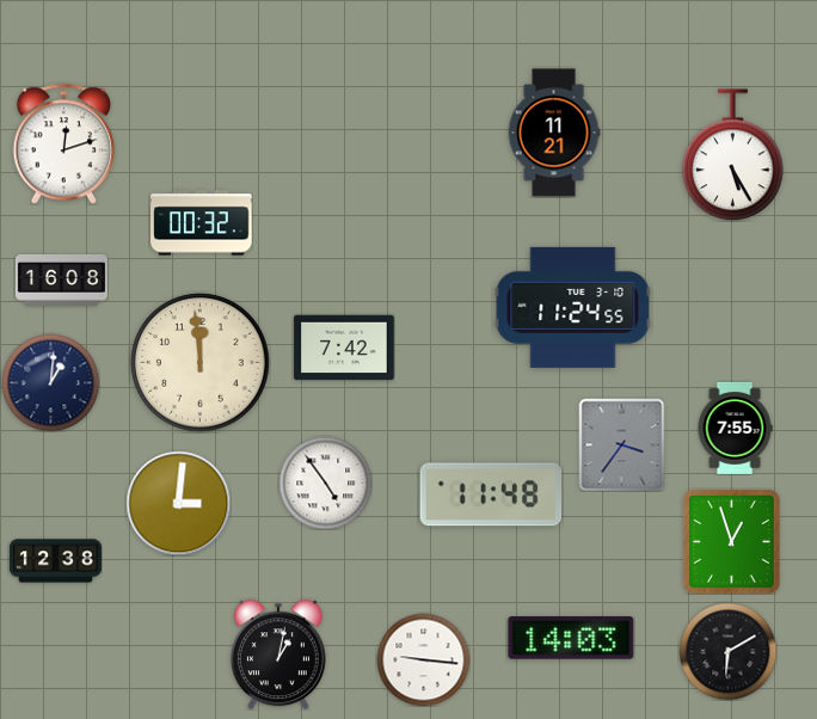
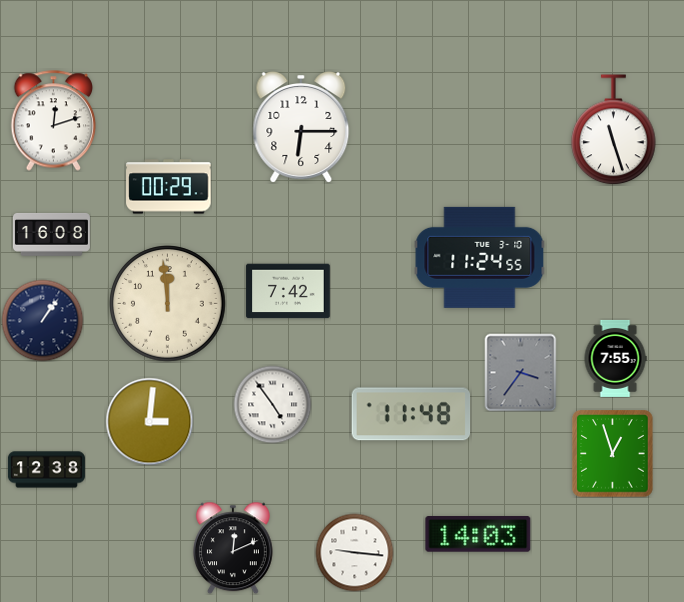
clock at (554, 133): 11:21 -> none
clock at (301, 128): none -> 6:15
clock at (733, 155): 5:25 -> 11:27
clock at (202, 223): 00:32 -> 00:29
clock at (50, 382): 1:01 -> 1:06
clock at (727, 651): 6:10 -> none
clock at (278, 655): 1:02 -> 12:11
